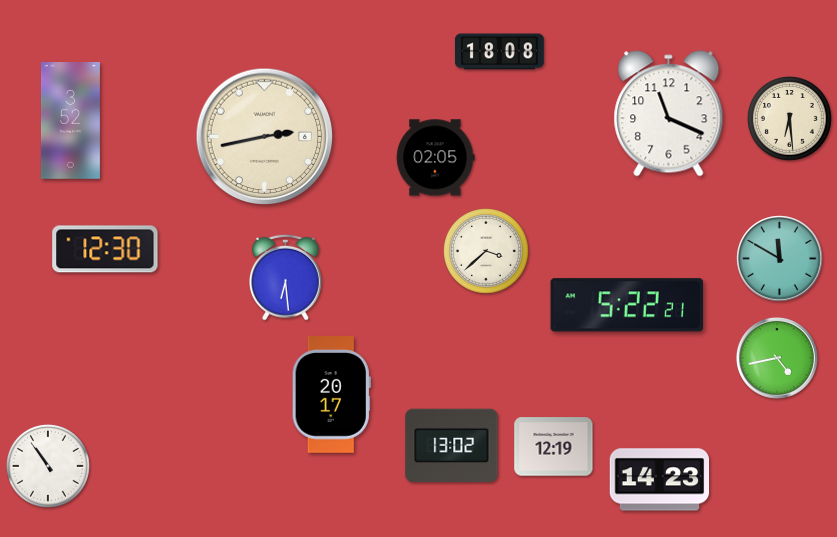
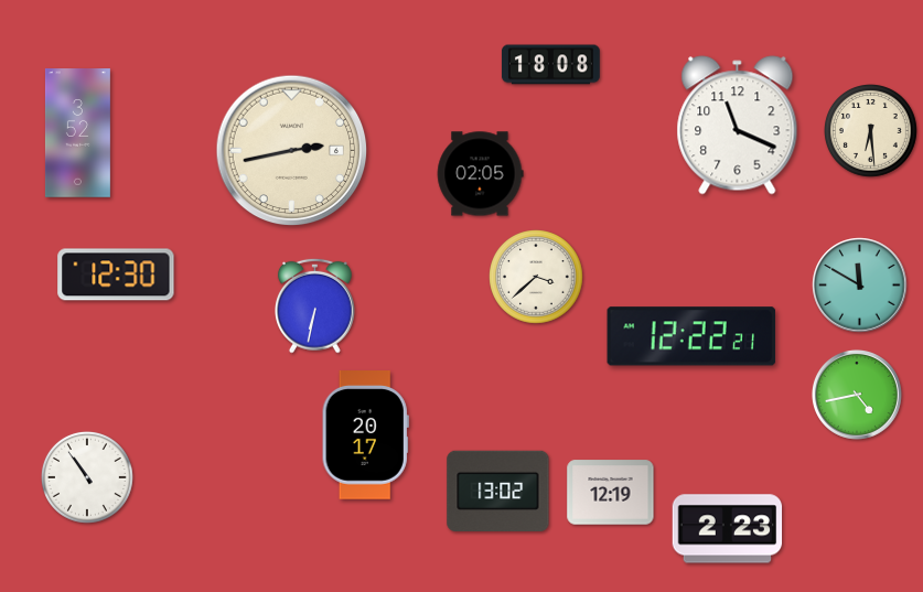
clock at (499, 52) position: (499, 52) -> (550, 65)
clock at (286, 277): 6:29 -> 6:32
clock at (627, 305): 5:22 -> 12:22
clock at (48, 466) position: (48, 466) -> (87, 477)
clock at (660, 480): 14:23 -> 2:23
